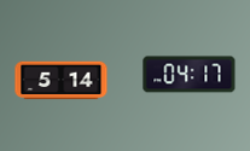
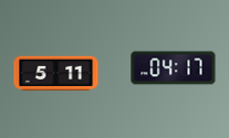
clock at (62, 81): 5:14 -> 5:11
